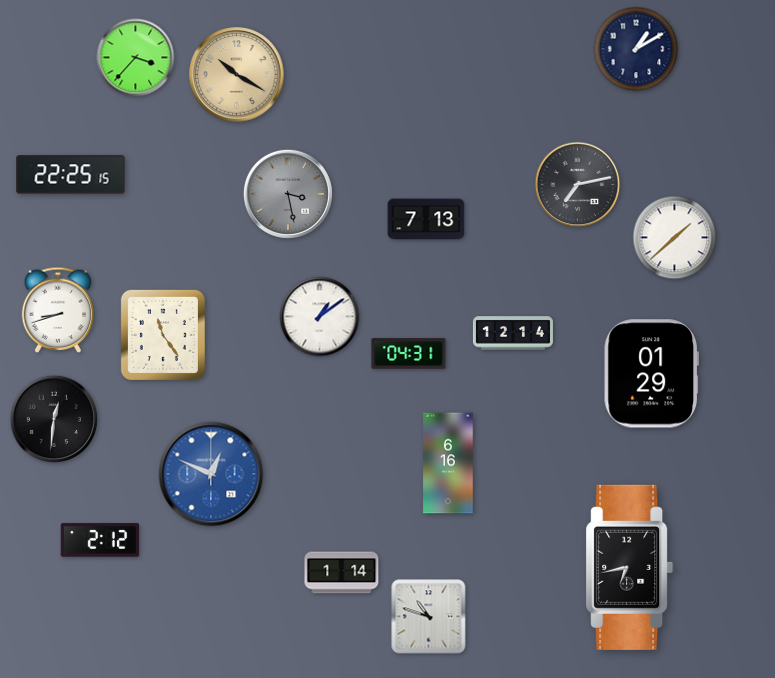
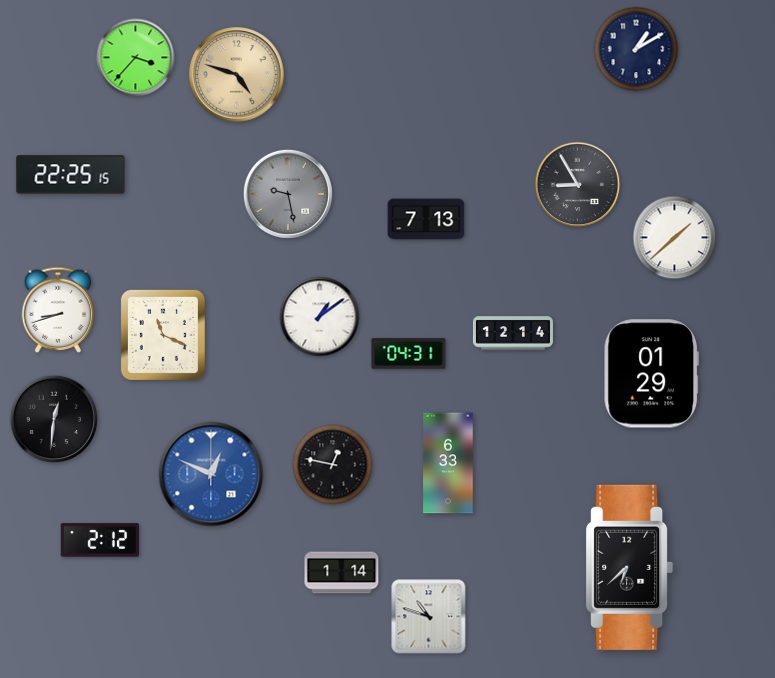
clock at (237, 75): 10:20 -> 4:48
clock at (578, 185): 7:13 -> 8:55
clock at (288, 194): 3:28 -> 9:28
clock at (163, 335): 11:24 -> 11:19
clock at (448, 463): 6:16 -> 6:33
clock at (333, 465): none -> 12:47
clock at (630, 567): 6:43 -> 6:38
